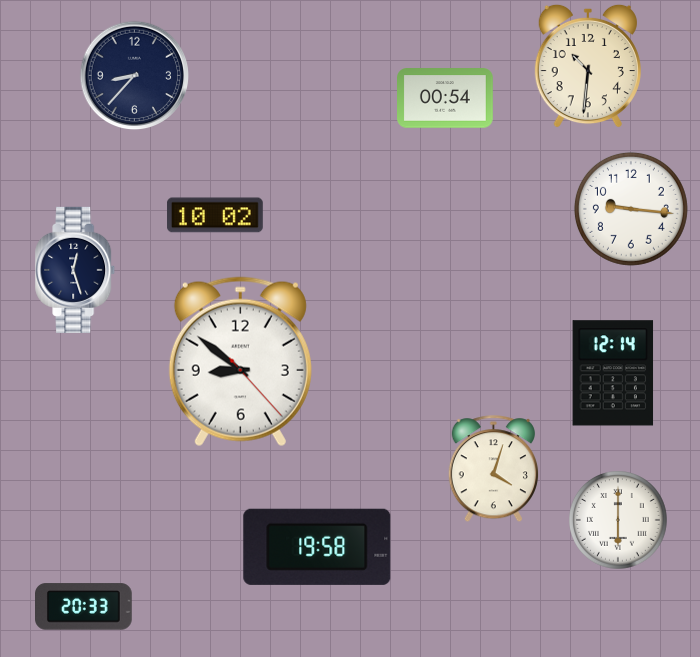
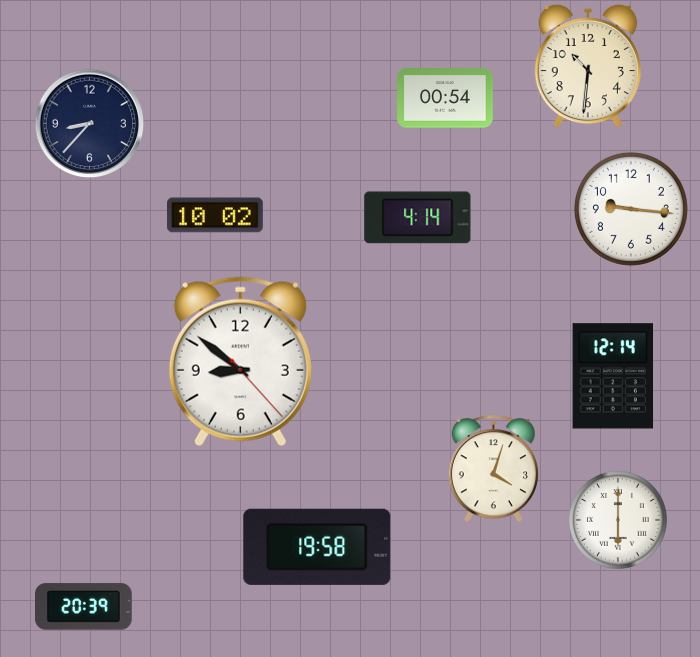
clock at (135, 76) position: (135, 76) -> (90, 124)
clock at (418, 218): none -> 4:14
clock at (76, 270): 12:27 -> none
clock at (613, 373) position: (613, 373) -> (613, 376)
clock at (84, 607): 20:33 -> 20:39
